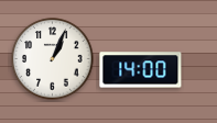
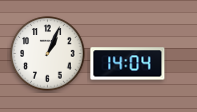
clock at (141, 70): 14:00 -> 14:04
